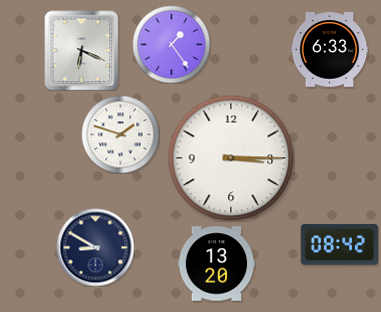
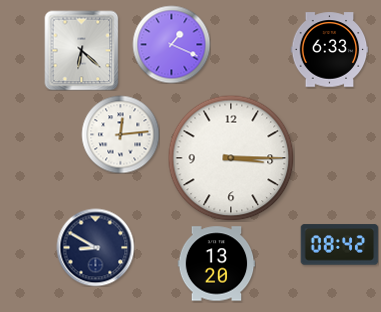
clock at (171, 44): 1:24 -> 1:19
clock at (82, 50): 6:19 -> 6:22
clock at (120, 134): 1:48 -> 12:14
